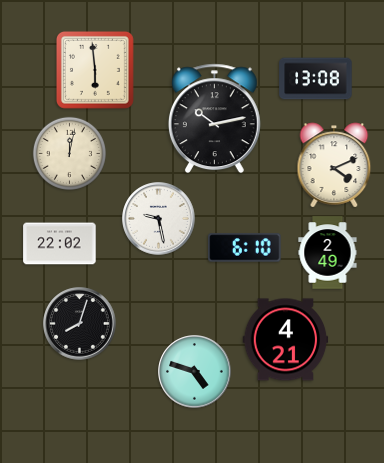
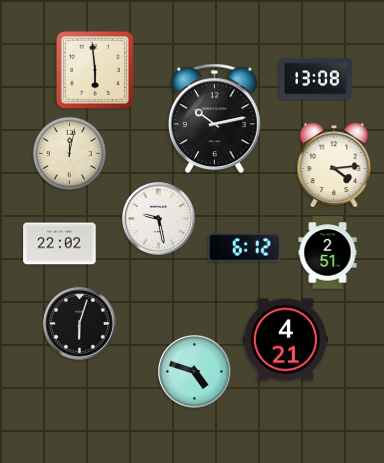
clock at (334, 165): 4:11 -> 4:14
clock at (245, 248): 6:10 -> 6:12
clock at (328, 253): 2:49 -> 2:51
clock at (80, 324): 8:03 -> 6:03
